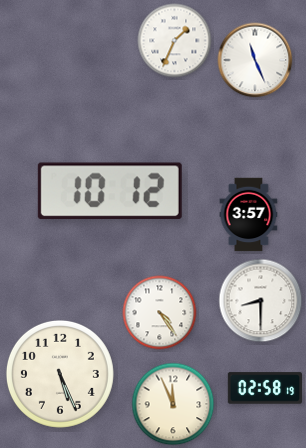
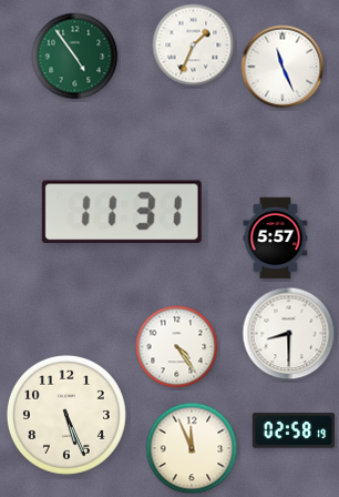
clock at (75, 57): none -> 4:54
clock at (110, 191): 10:12 -> 11:31
clock at (249, 215): 3:57 -> 5:57
